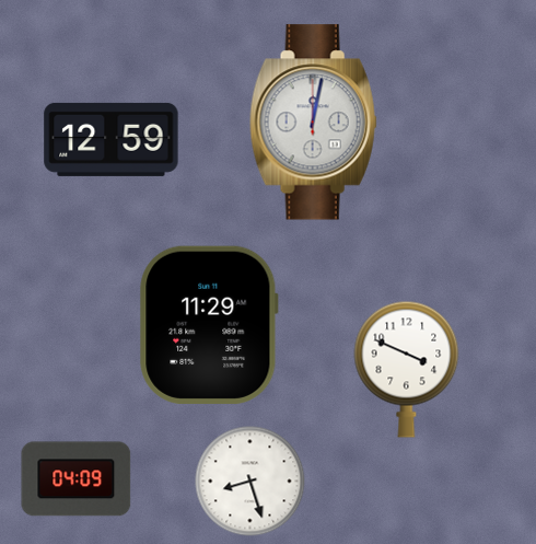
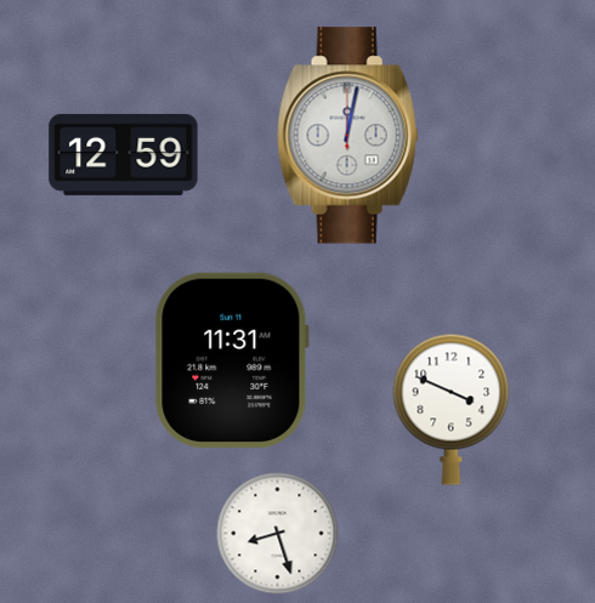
clock at (209, 325): 11:29 -> 11:31
clock at (77, 479): 04:09 -> none
